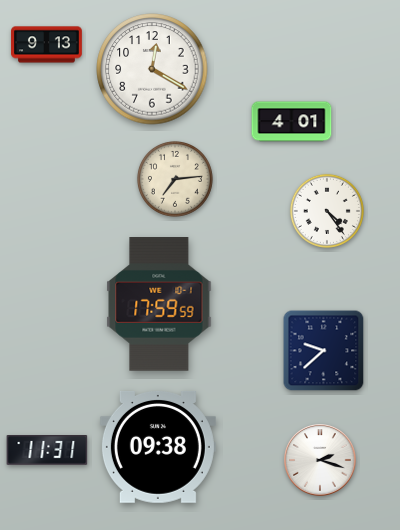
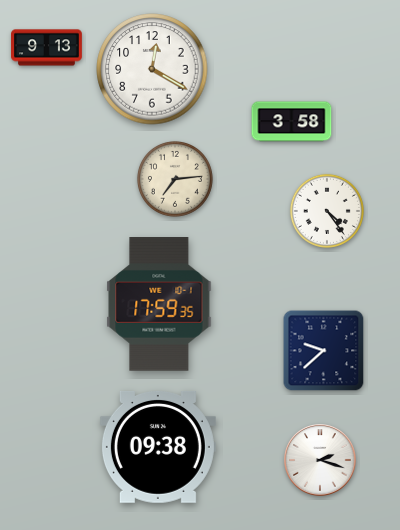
clock at (47, 45) position: (47, 45) -> (47, 48)
clock at (292, 122): 4:01 -> 3:58
clock at (159, 304): 17:59:59 -> 17:59:35
clock at (47, 451): 11:31 -> none
